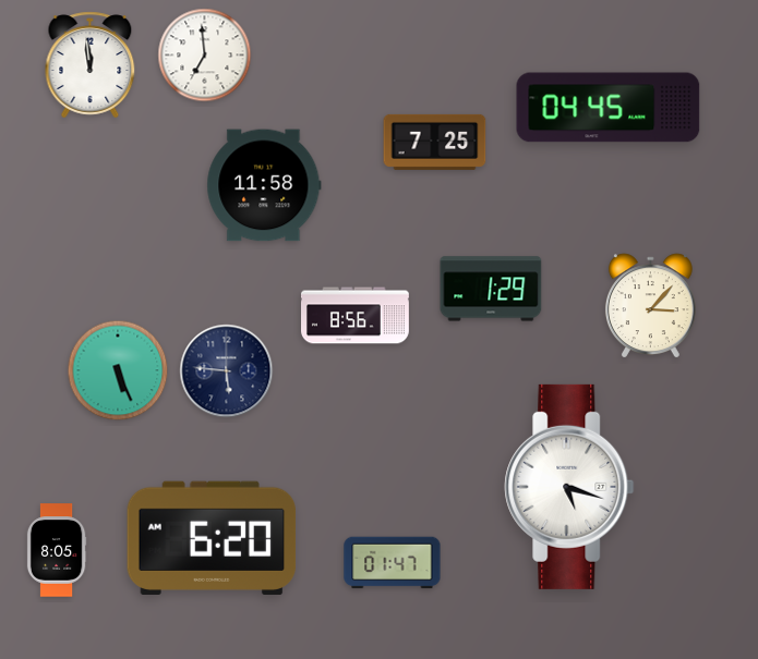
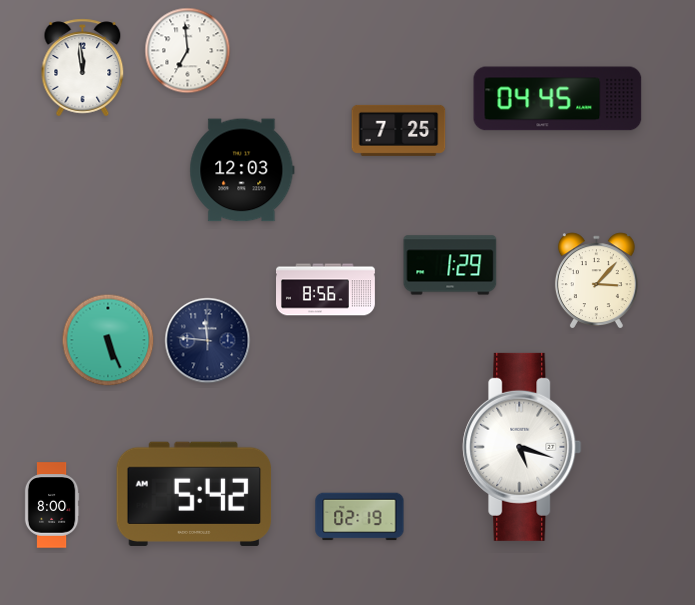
clock at (91, 65) position: (91, 65) -> (83, 68)
clock at (264, 185): 11:58 -> 12:03
clock at (227, 371): 5:46 -> 11:46
clock at (212, 538): 6:20 -> 5:42
clock at (57, 550): 8:05 -> 8:00
clock at (393, 563): 01:47 -> 02:19
